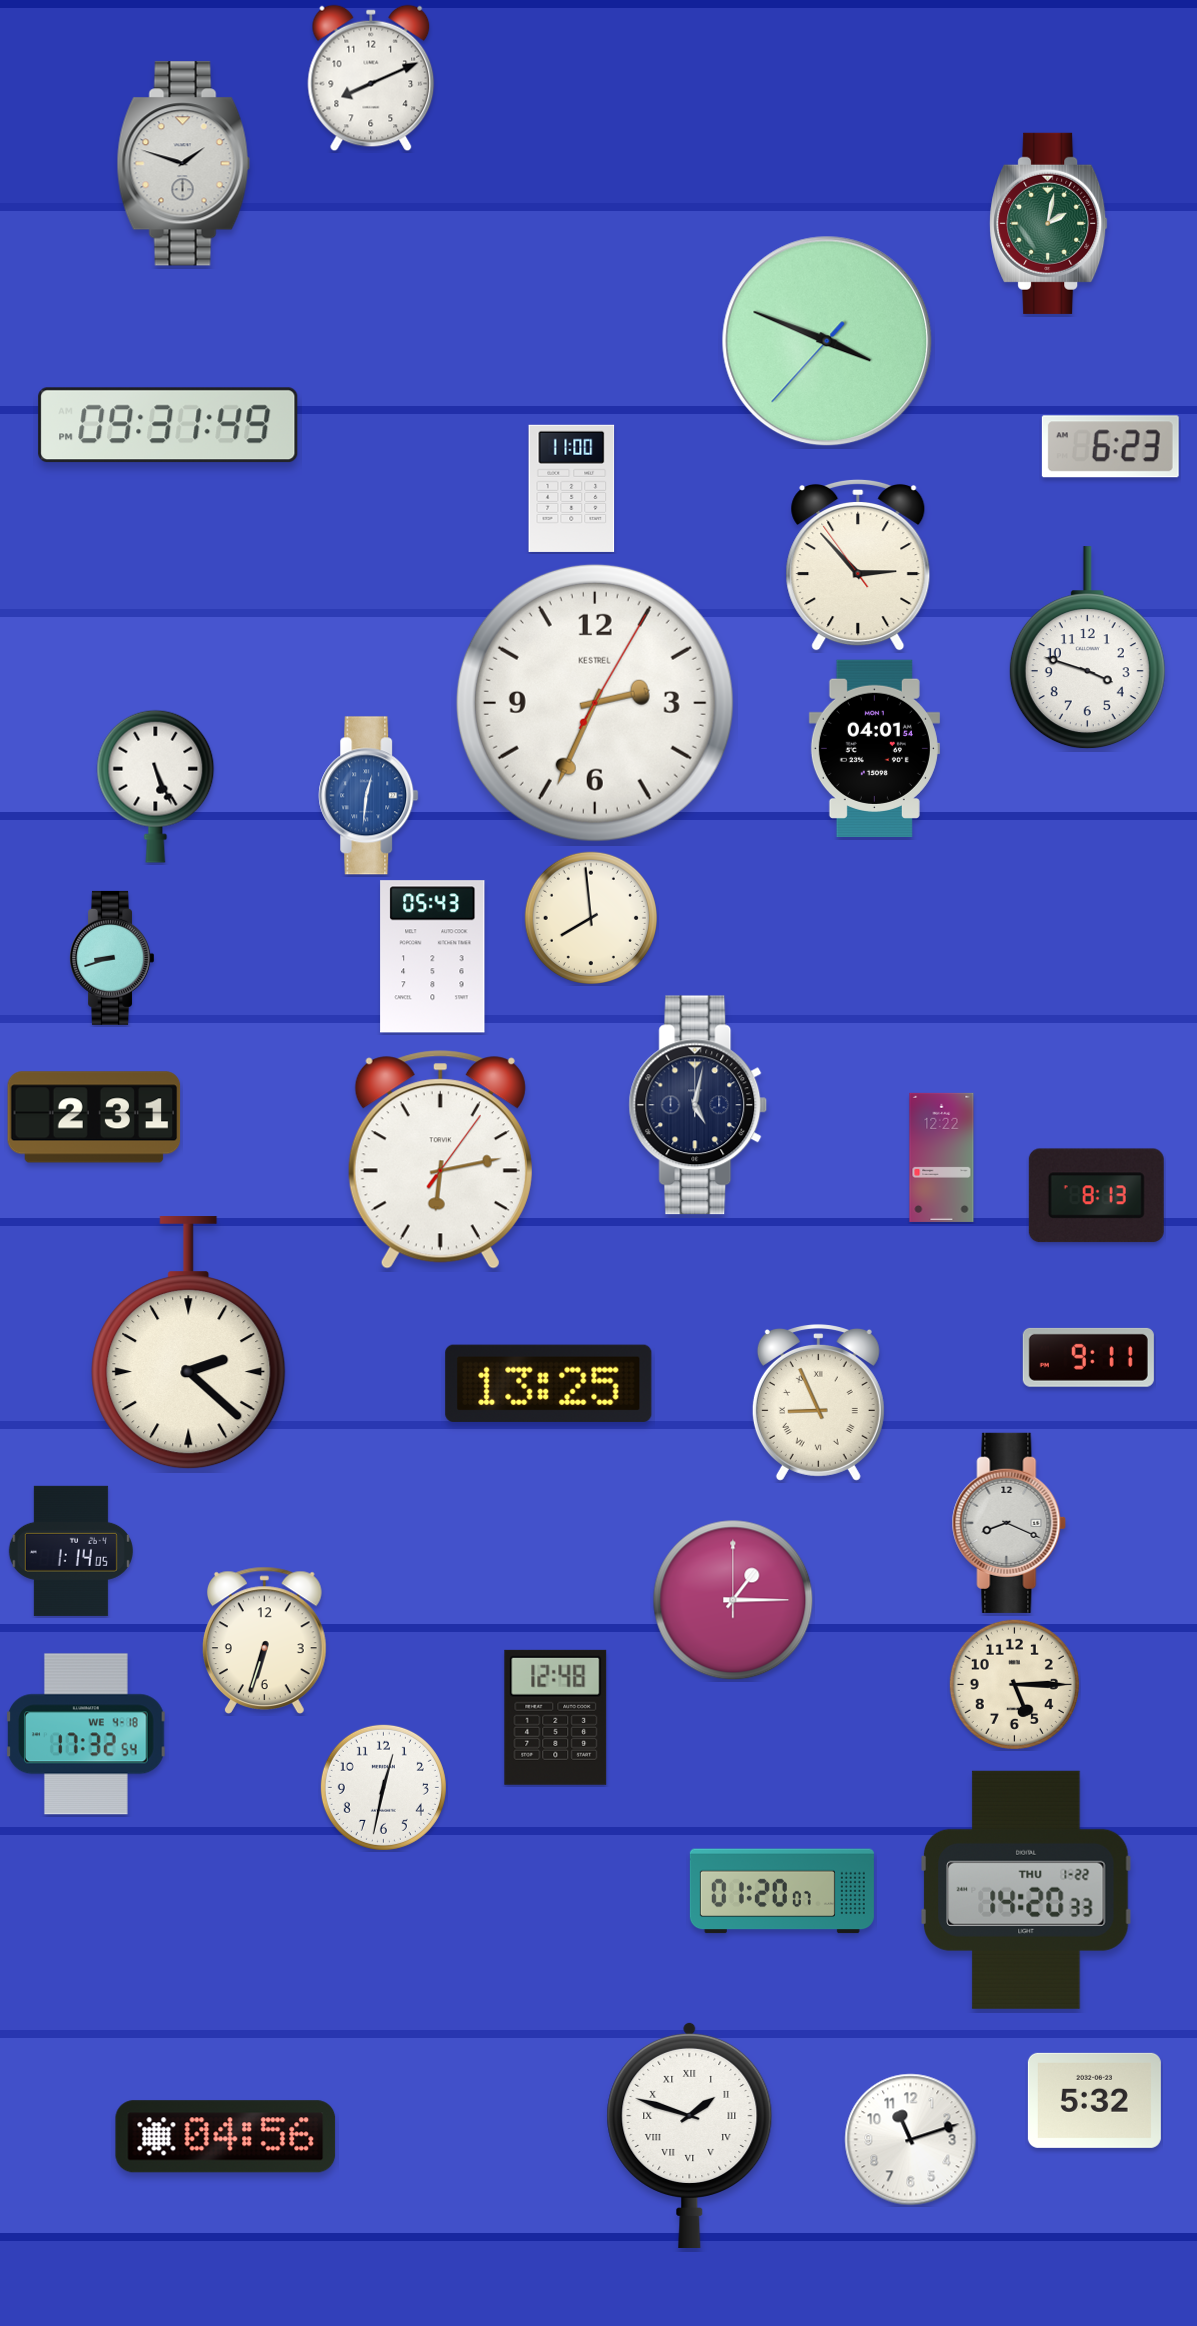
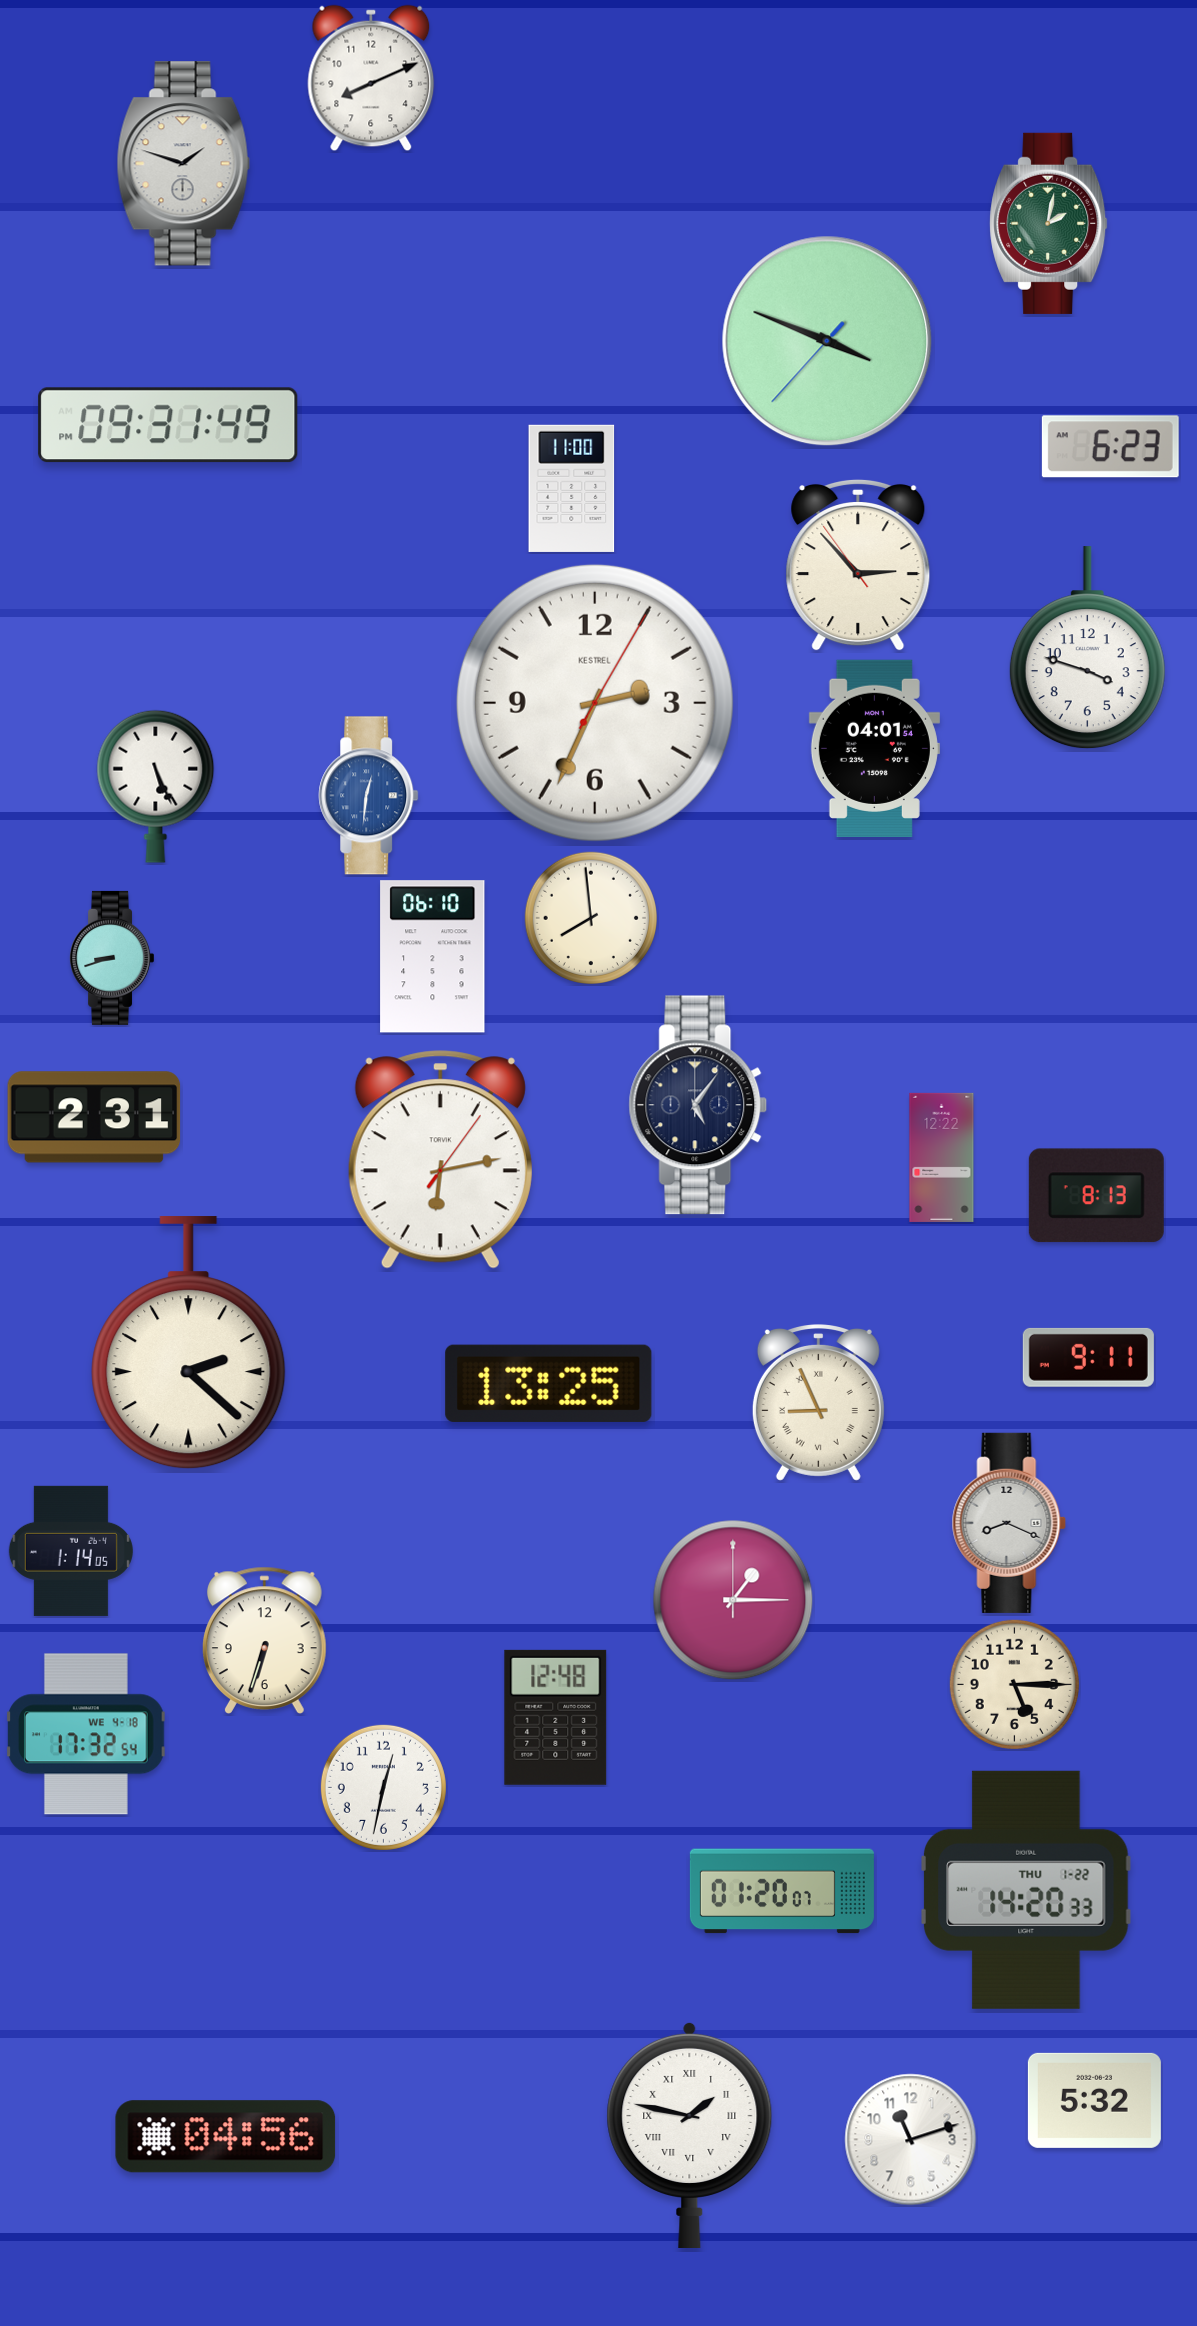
clock at (433, 957): 05:43 -> 06:10
clock at (698, 1105): 5:02 -> 5:06
clock at (690, 2134): 1:48 -> 1:47
